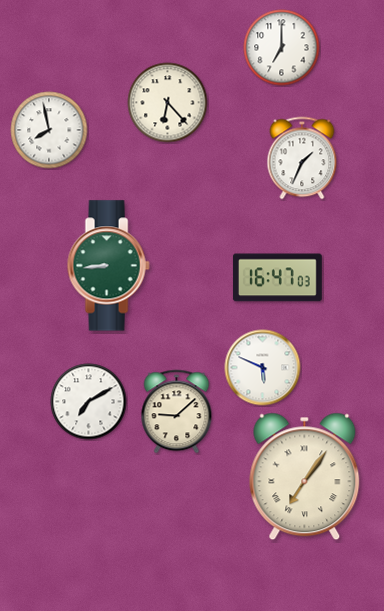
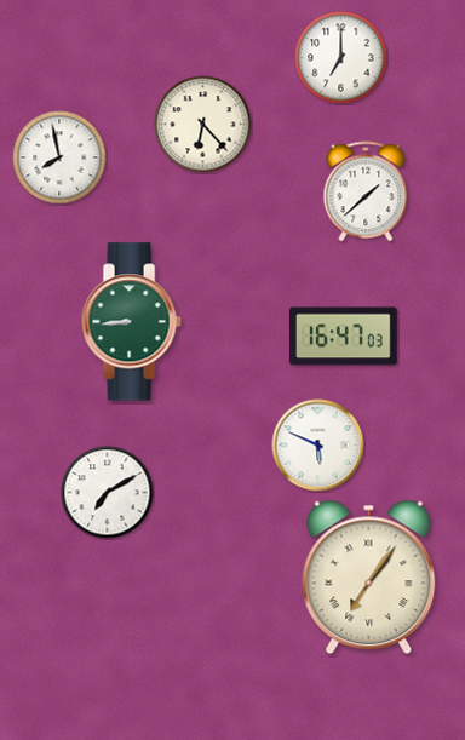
clock at (302, 158): 1:34 -> 1:38
clock at (277, 278) position: (277, 278) -> (343, 337)
clock at (89, 402) position: (89, 402) -> (108, 493)
clock at (177, 412): 9:08 -> none
